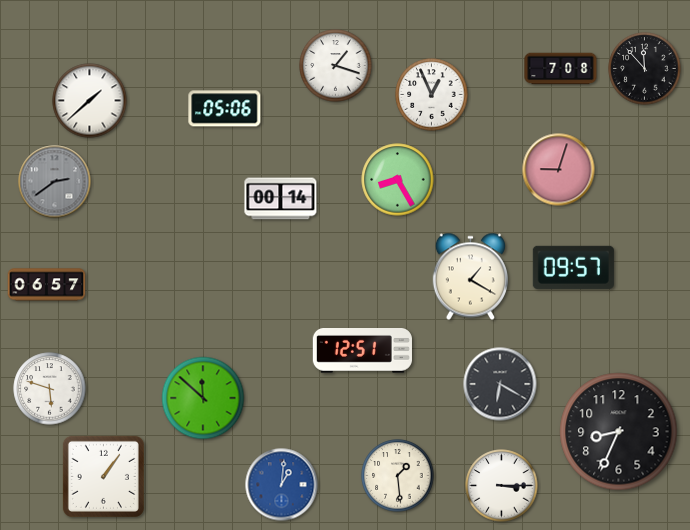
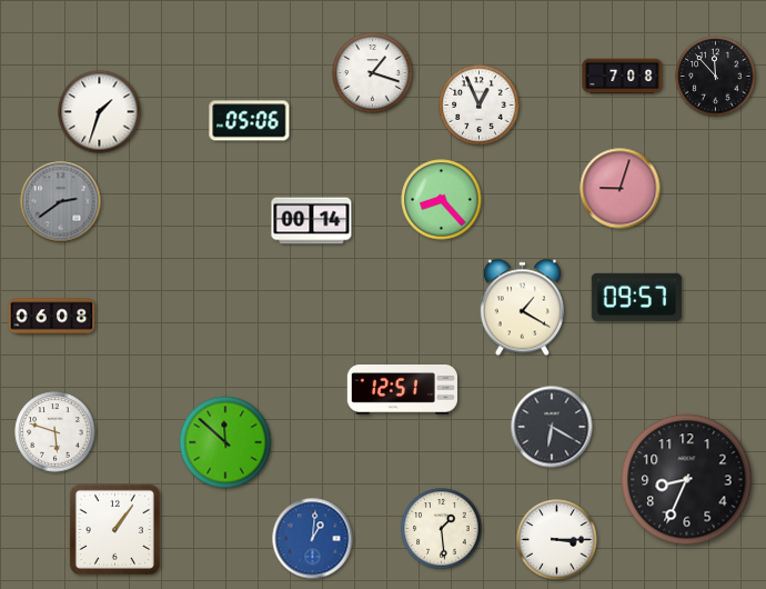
clock at (90, 101): 1:38 -> 1:33
clock at (398, 180): 8:25 -> 8:23
clock at (47, 285): 06:57 -> 06:08
clock at (500, 384) position: (500, 384) -> (552, 427)
